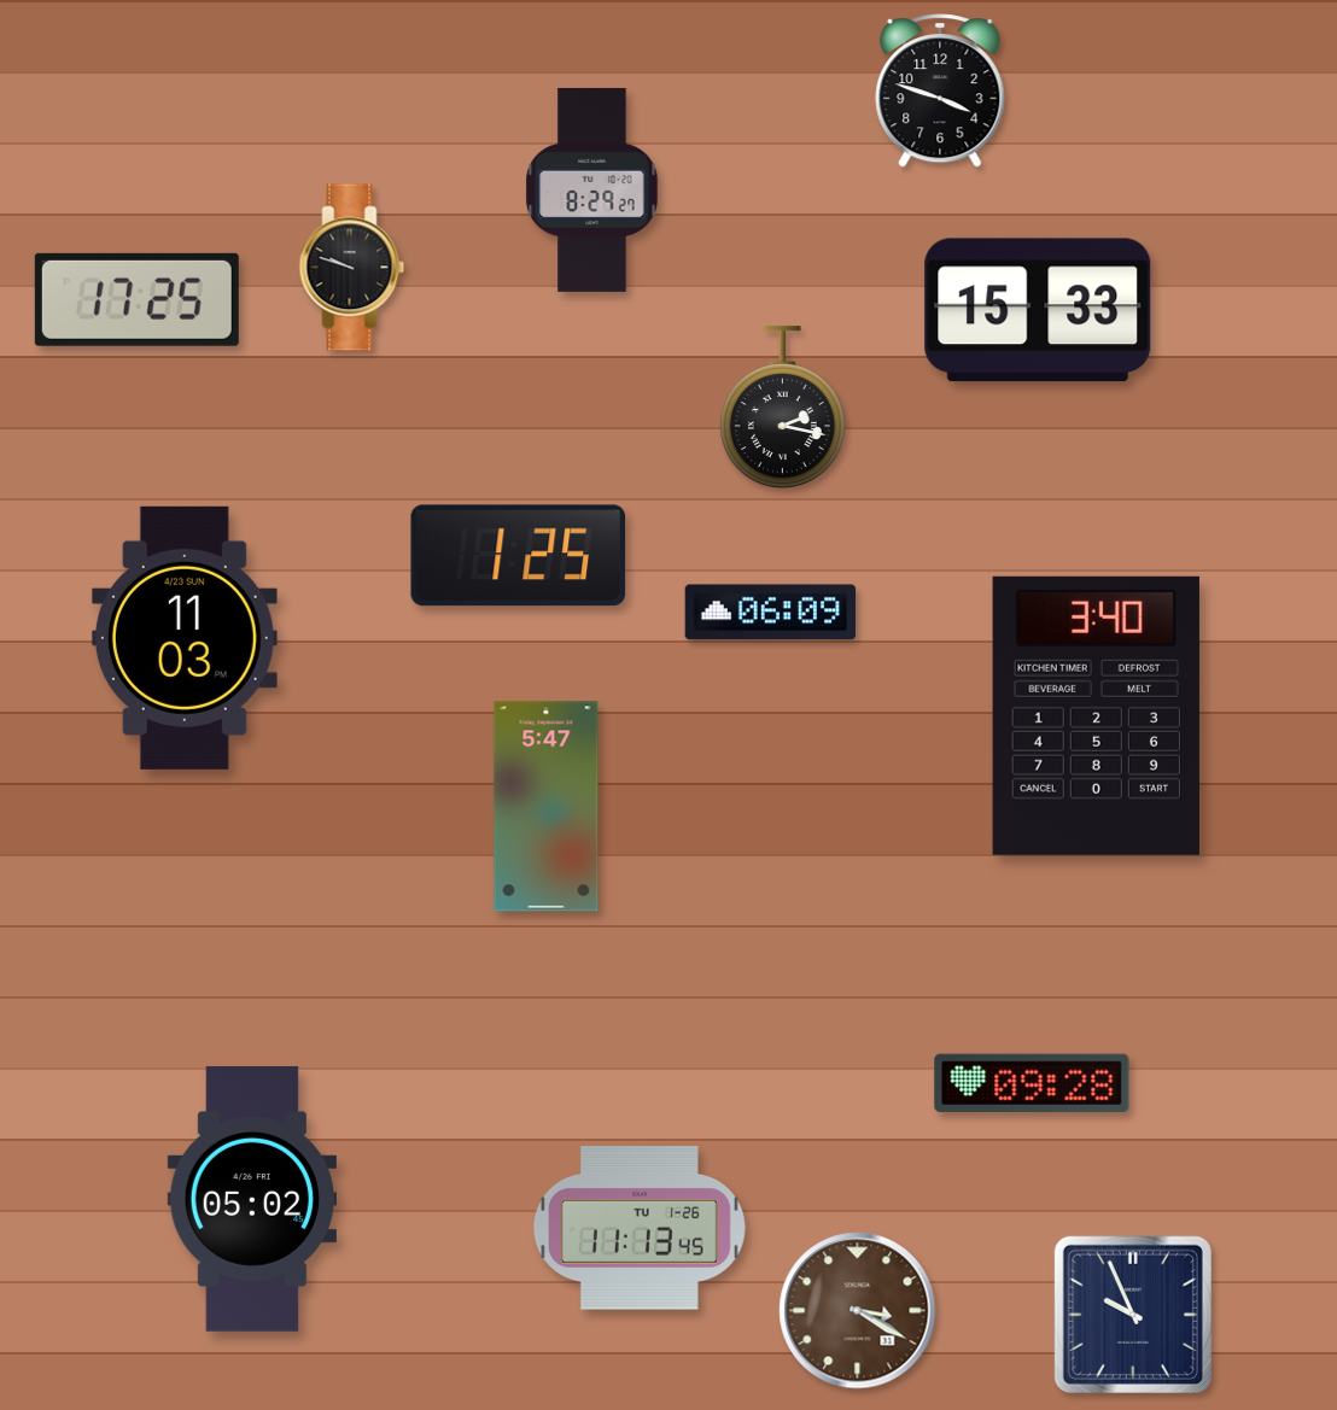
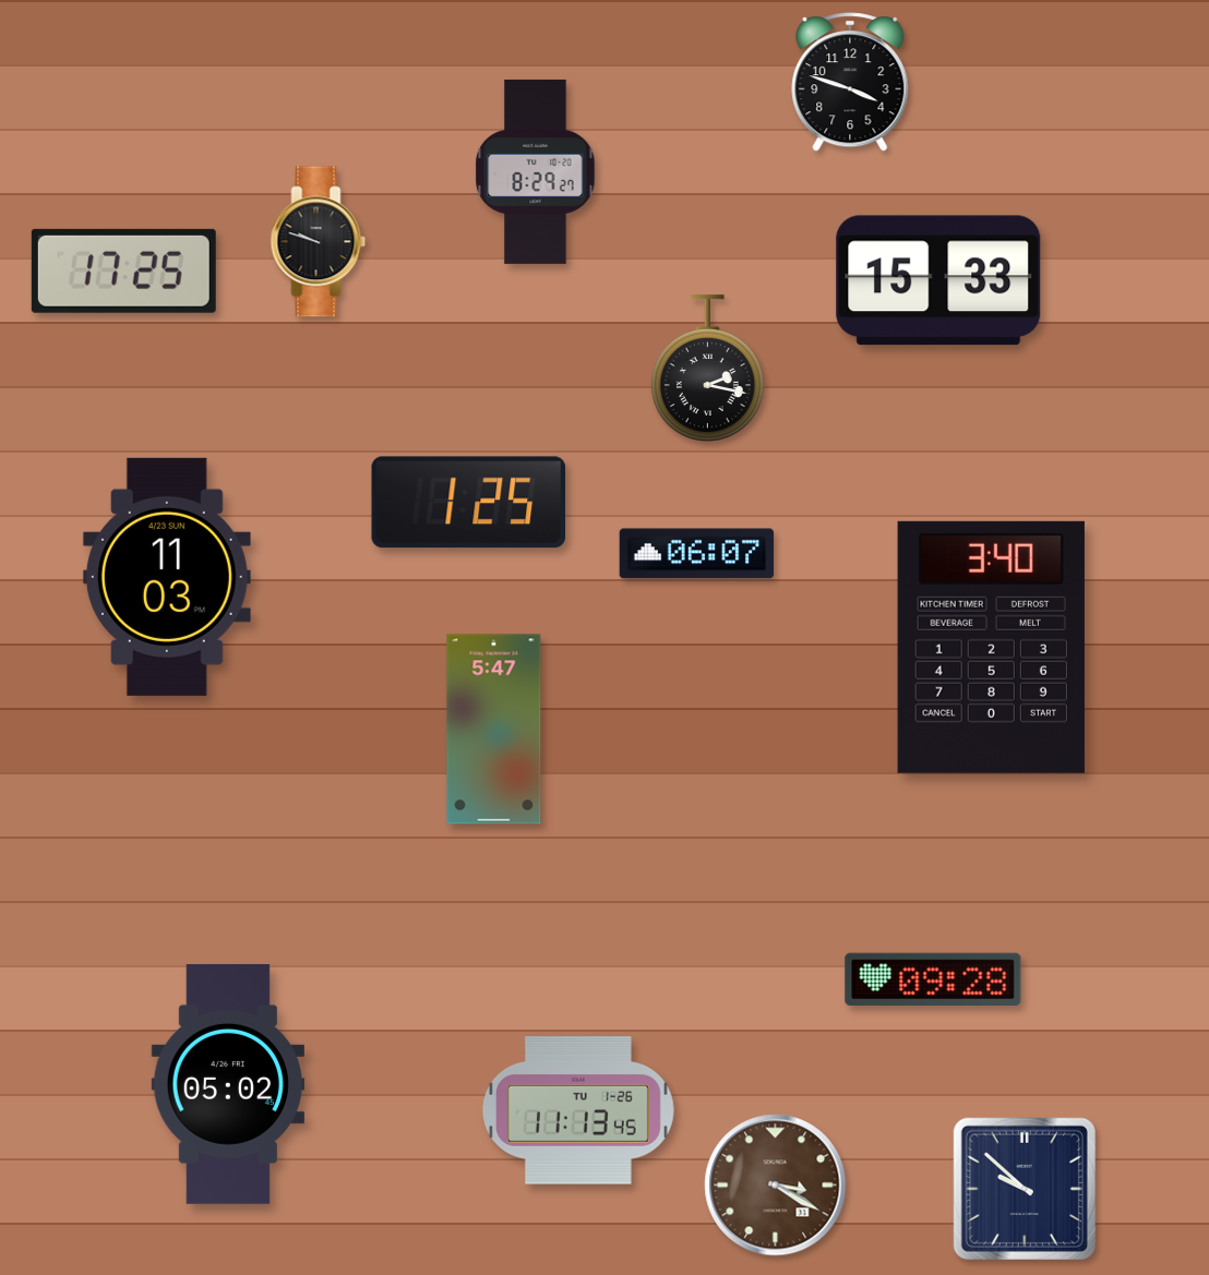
clock at (771, 613): 06:09 -> 06:07
clock at (1133, 1315): 9:56 -> 9:52
